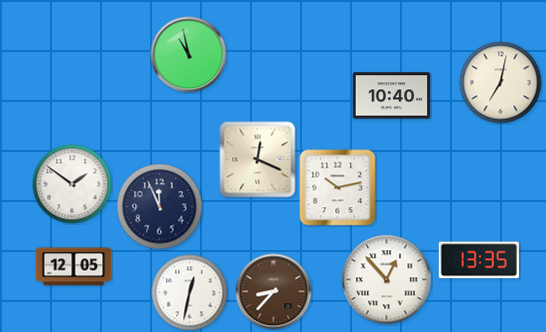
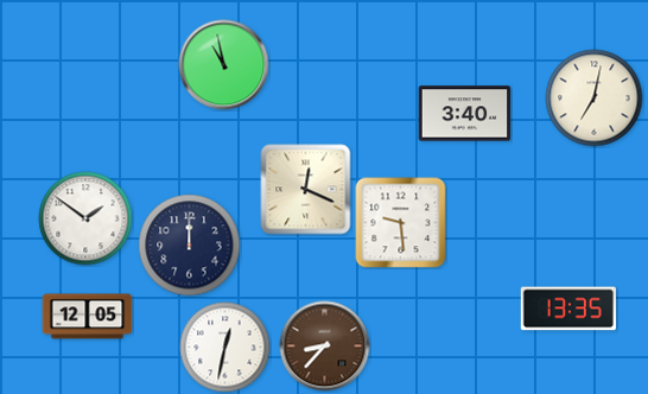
clock at (392, 96): 10:40 -> 3:40
clock at (338, 188): 10:13 -> 9:29
clock at (160, 207): 11:56 -> 12:00
clock at (387, 280): 12:53 -> none
